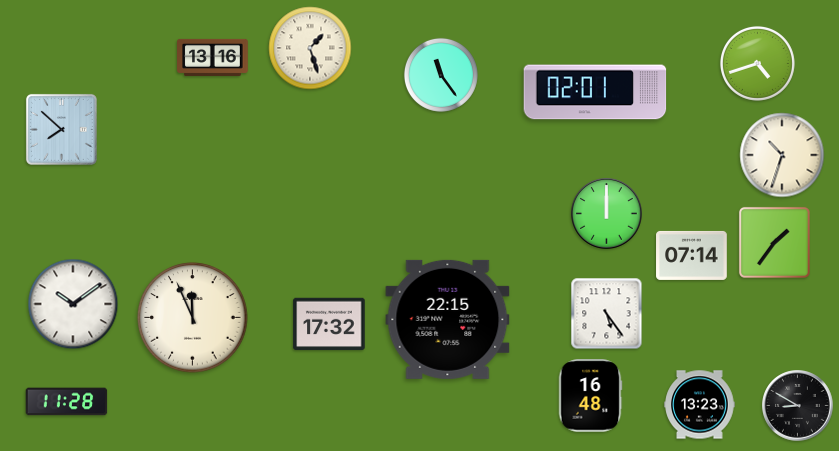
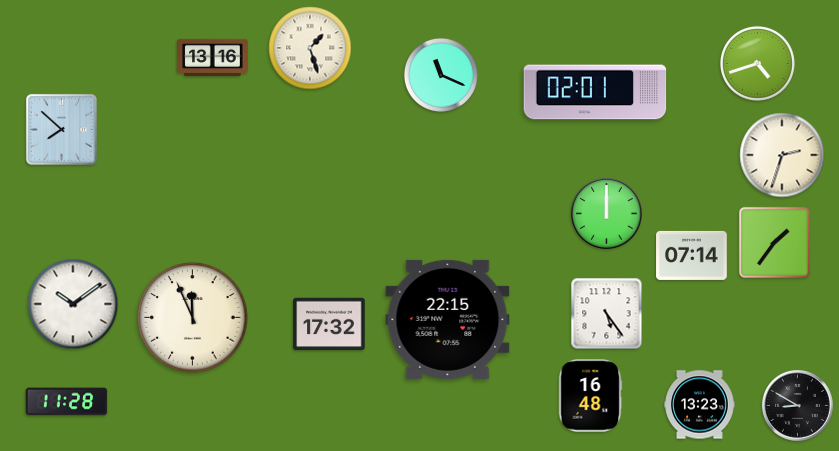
clock at (441, 75): 11:24 -> 11:19
clock at (782, 155): 10:33 -> 2:33
